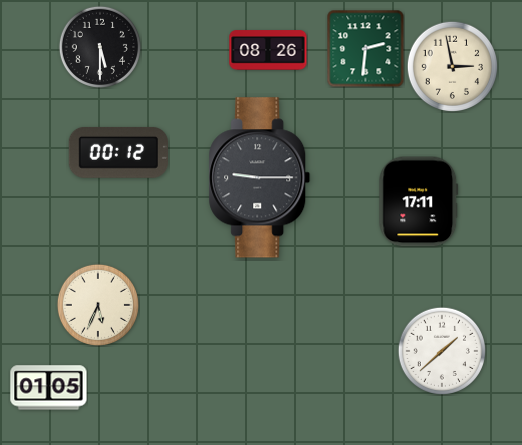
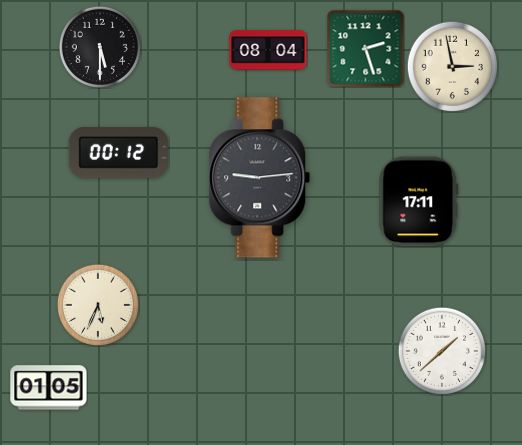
clock at (365, 48): 2:31 -> 2:27
clock at (268, 50): 08:26 -> 08:04
clock at (260, 178): 9:15 -> 9:14
